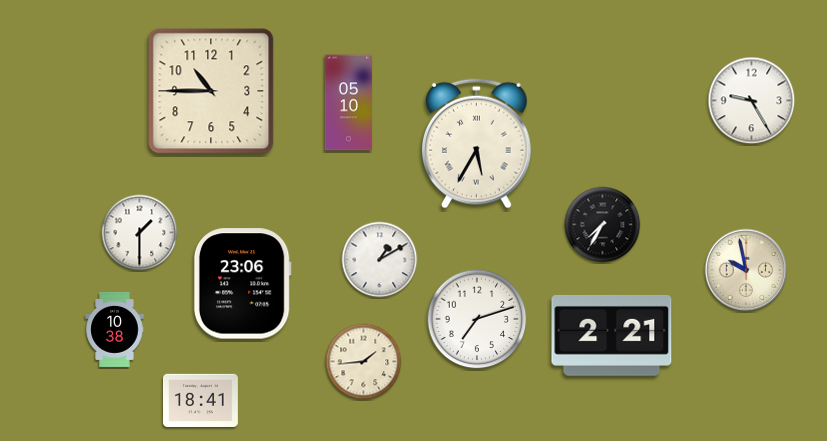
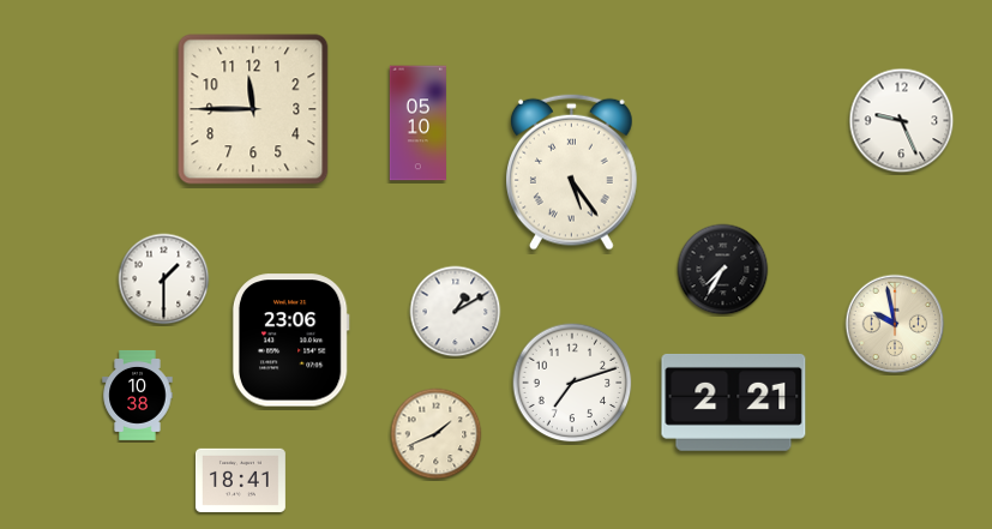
clock at (211, 91): 10:45 -> 11:45
clock at (752, 101): 9:25 -> 9:26
clock at (476, 143): 5:35 -> 5:24
clock at (140, 233) position: (140, 233) -> (164, 279)
clock at (364, 362): 1:44 -> 1:41
